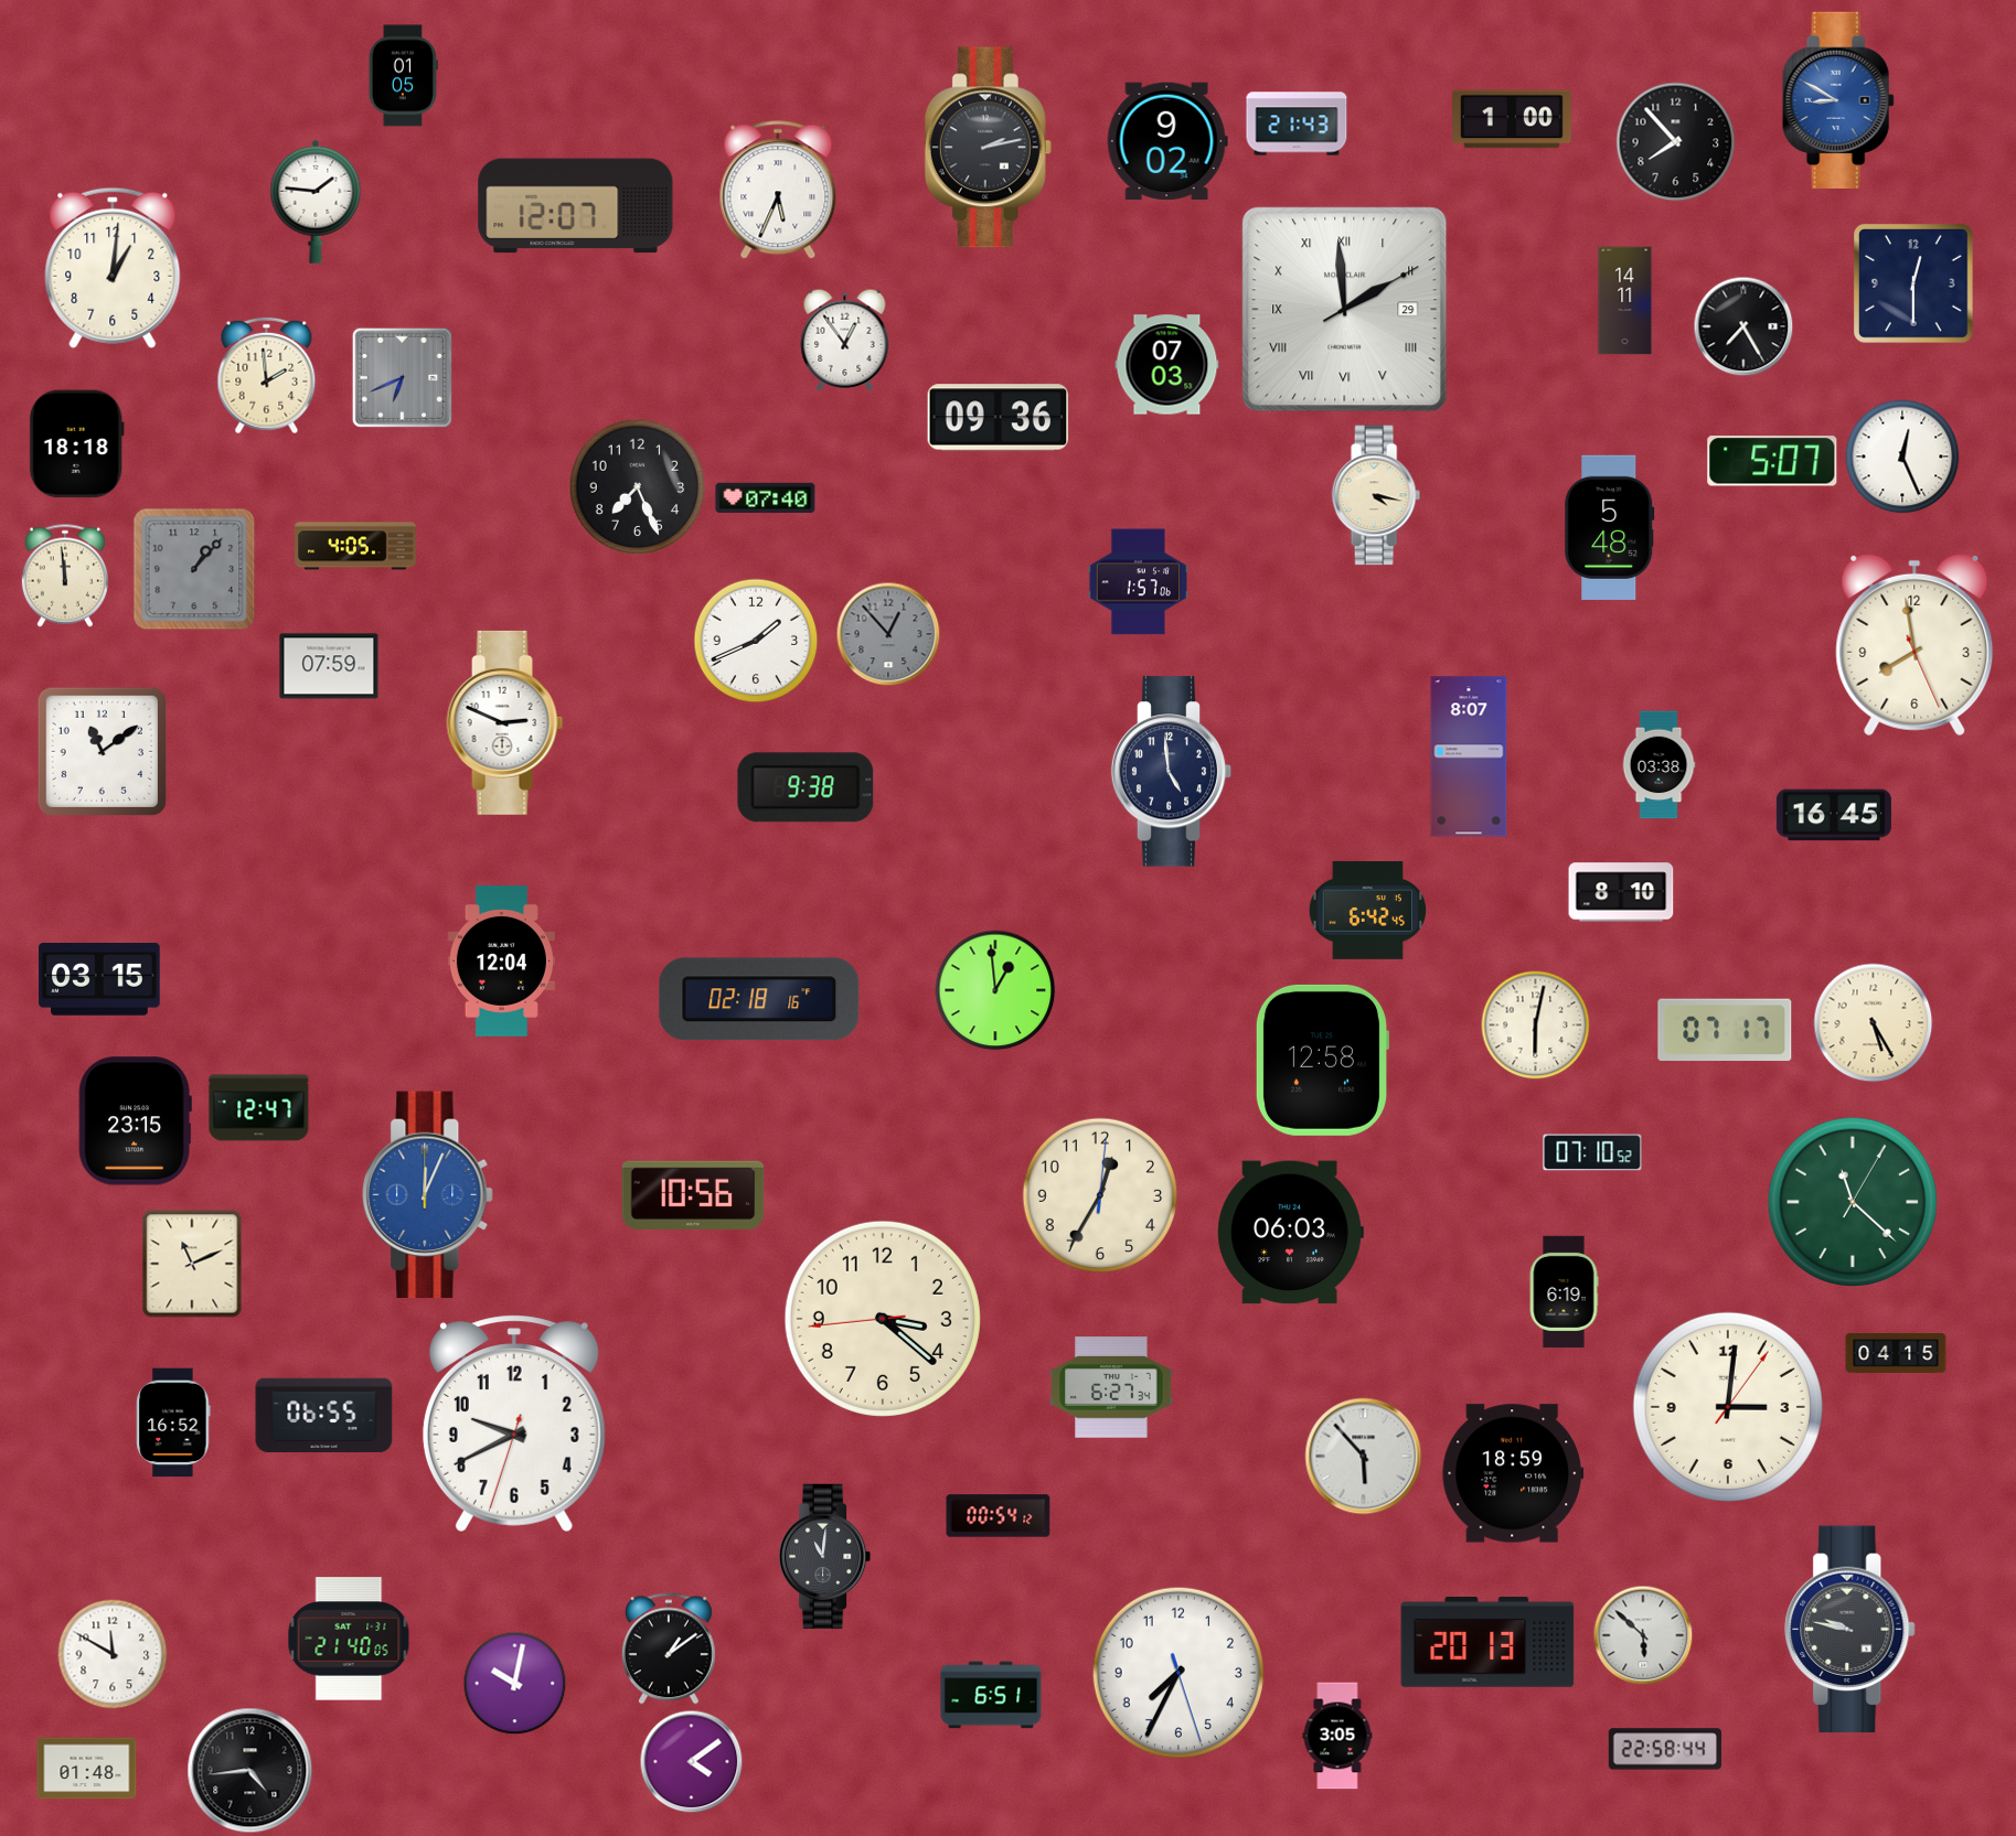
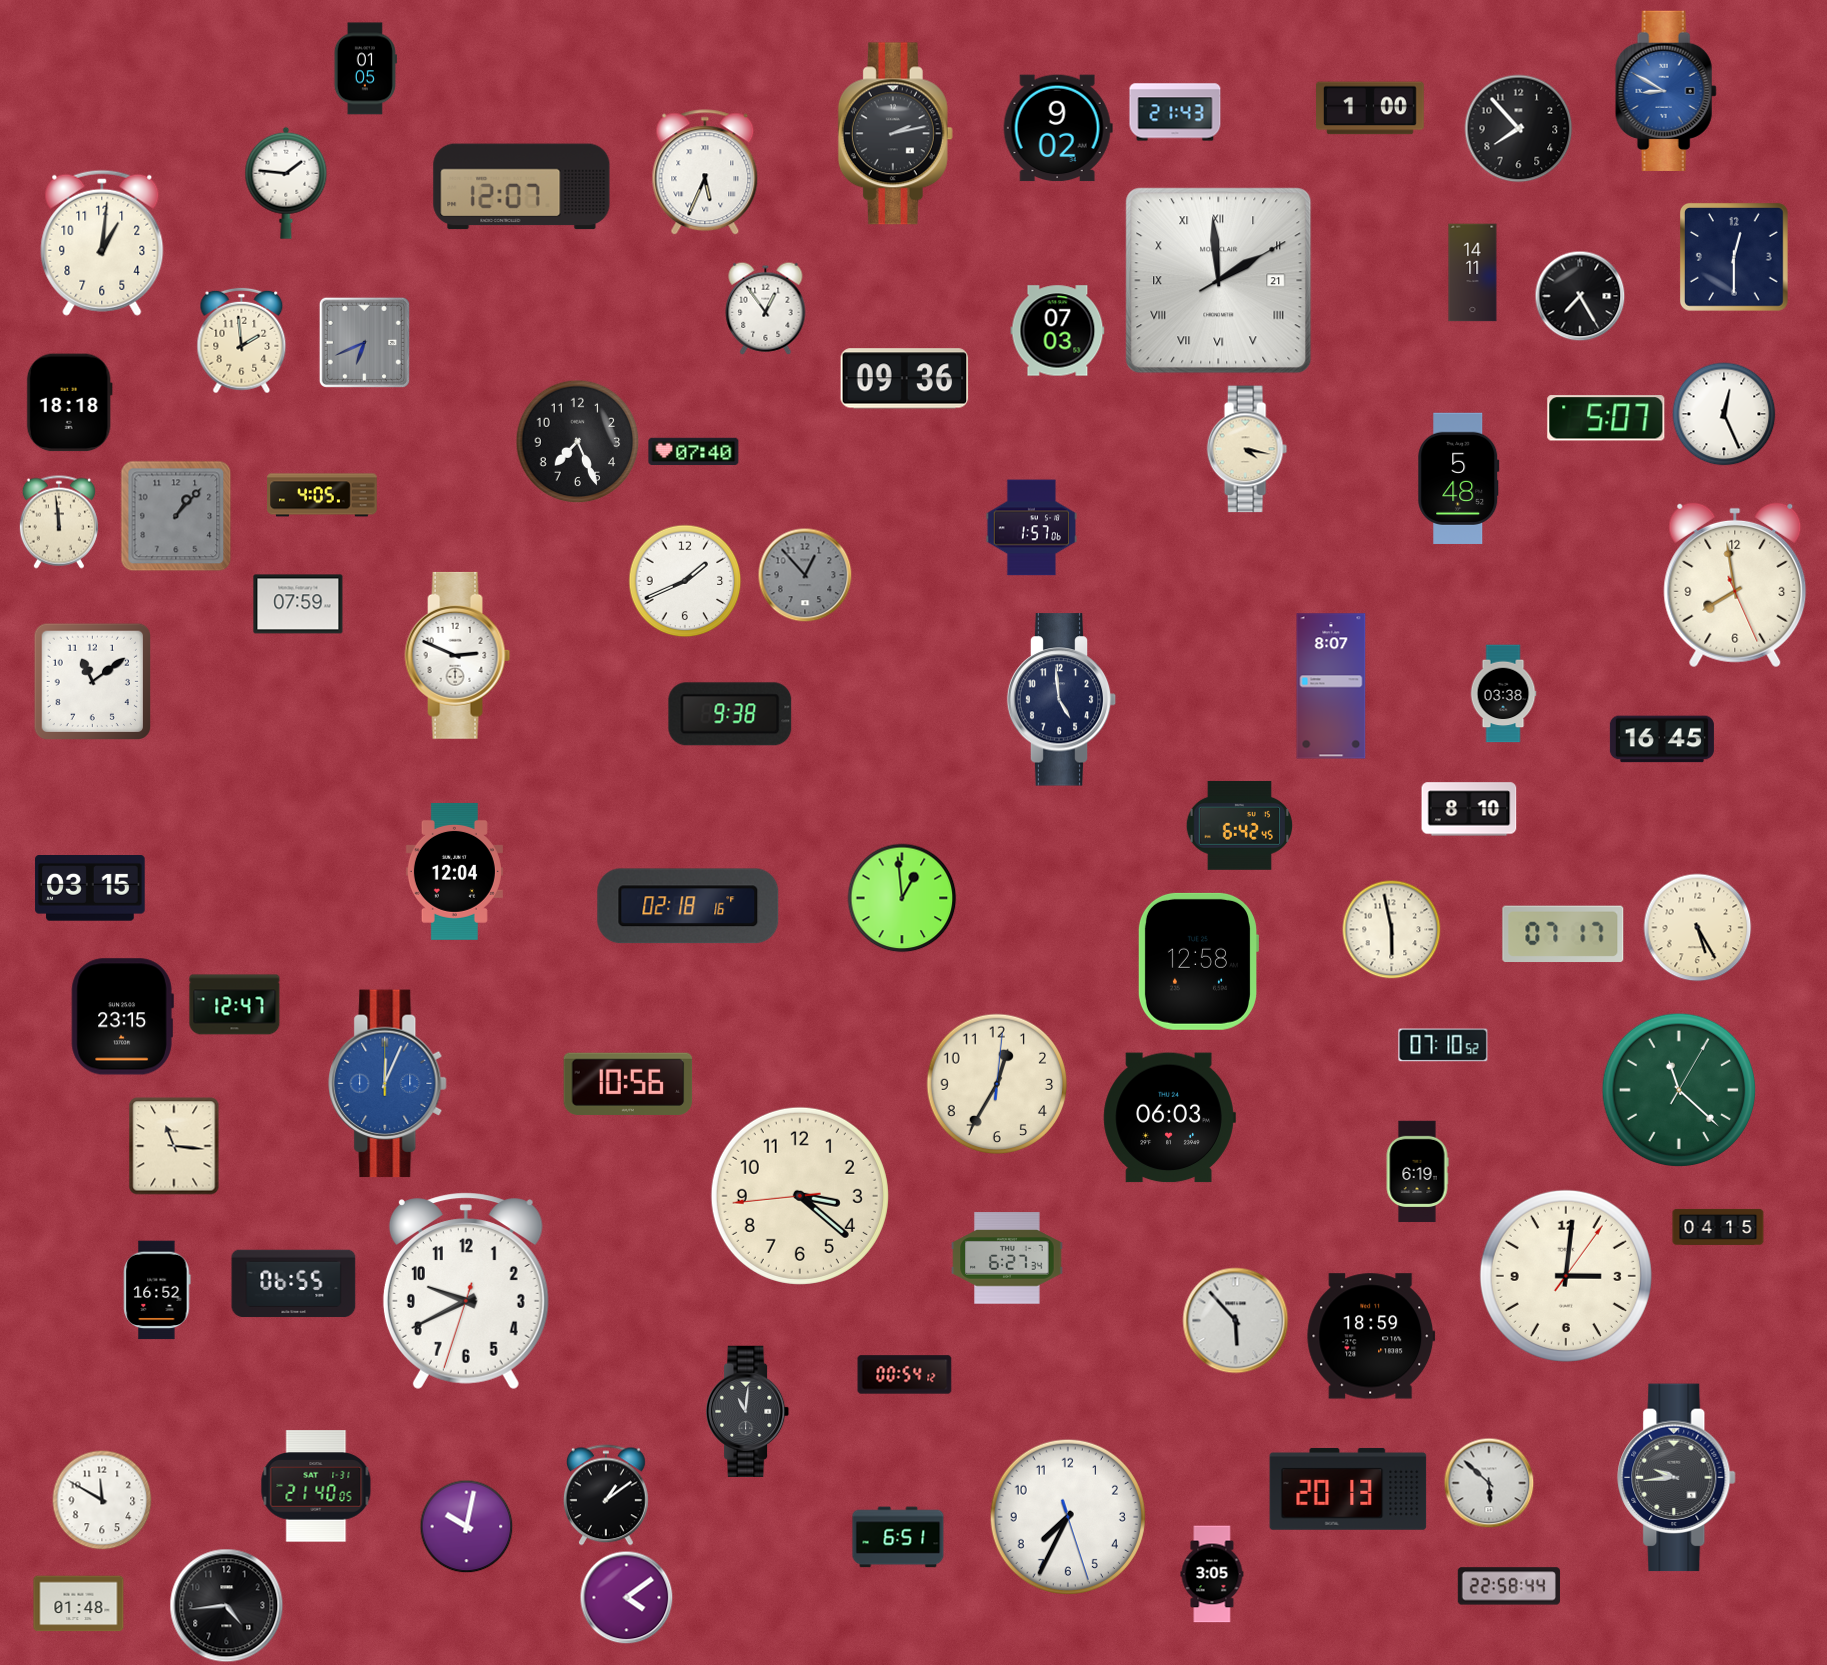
clock at (1345, 310) date: 29 -> 21
clock at (1536, 1026): 6:02 -> 5:58
clock at (192, 1264): 11:11 -> 11:16
clock at (1850, 1630): 9:47 -> 9:44
